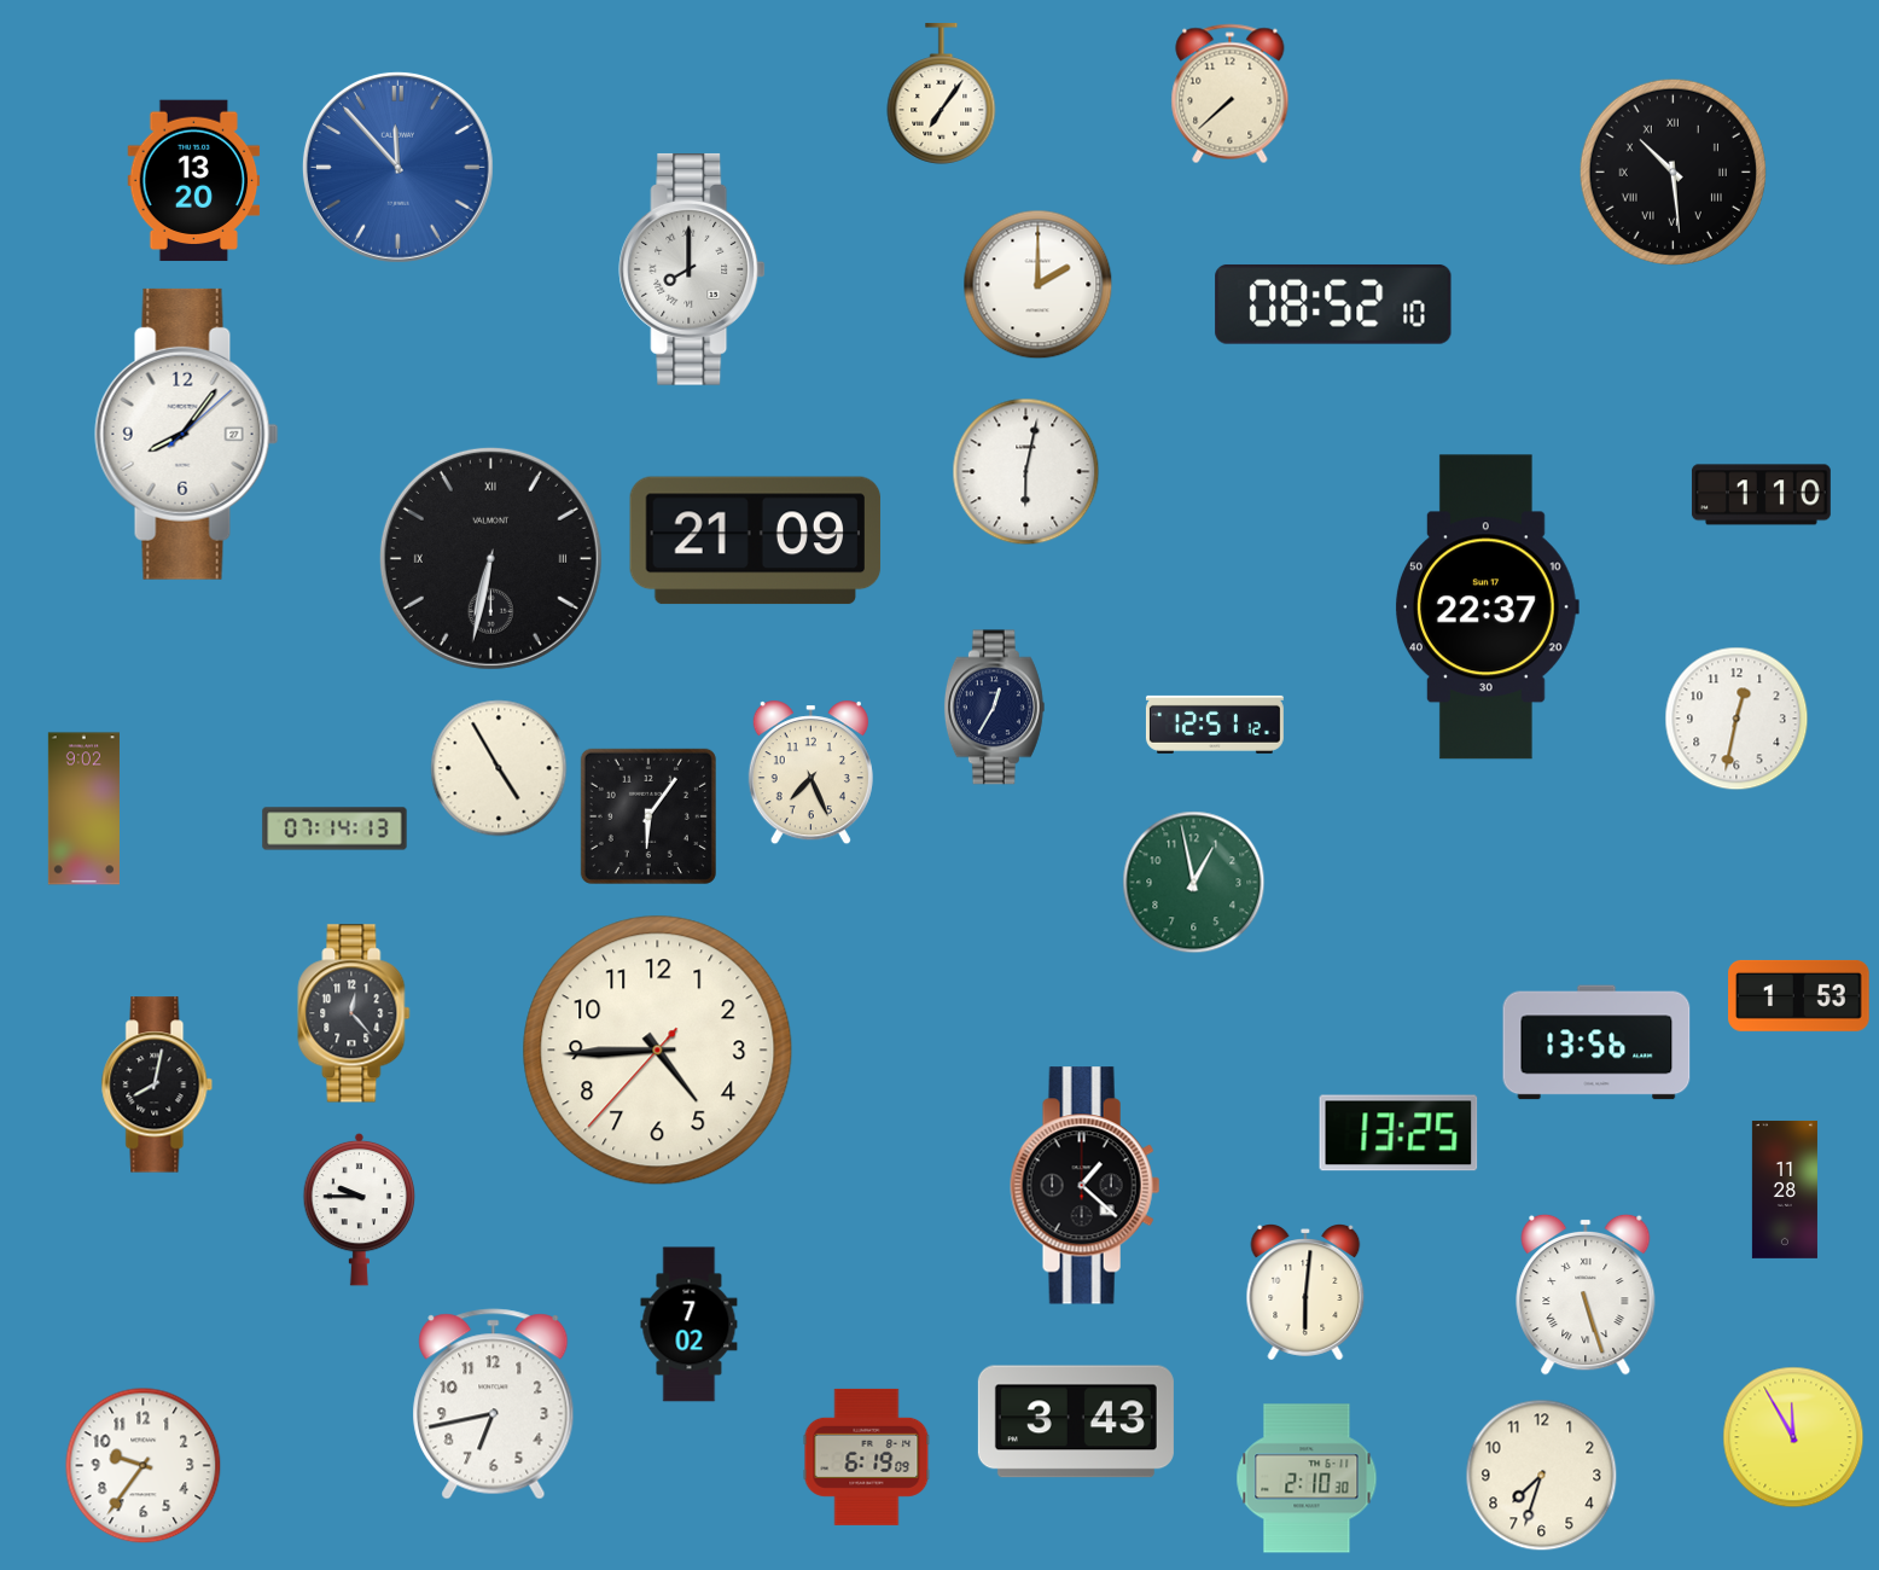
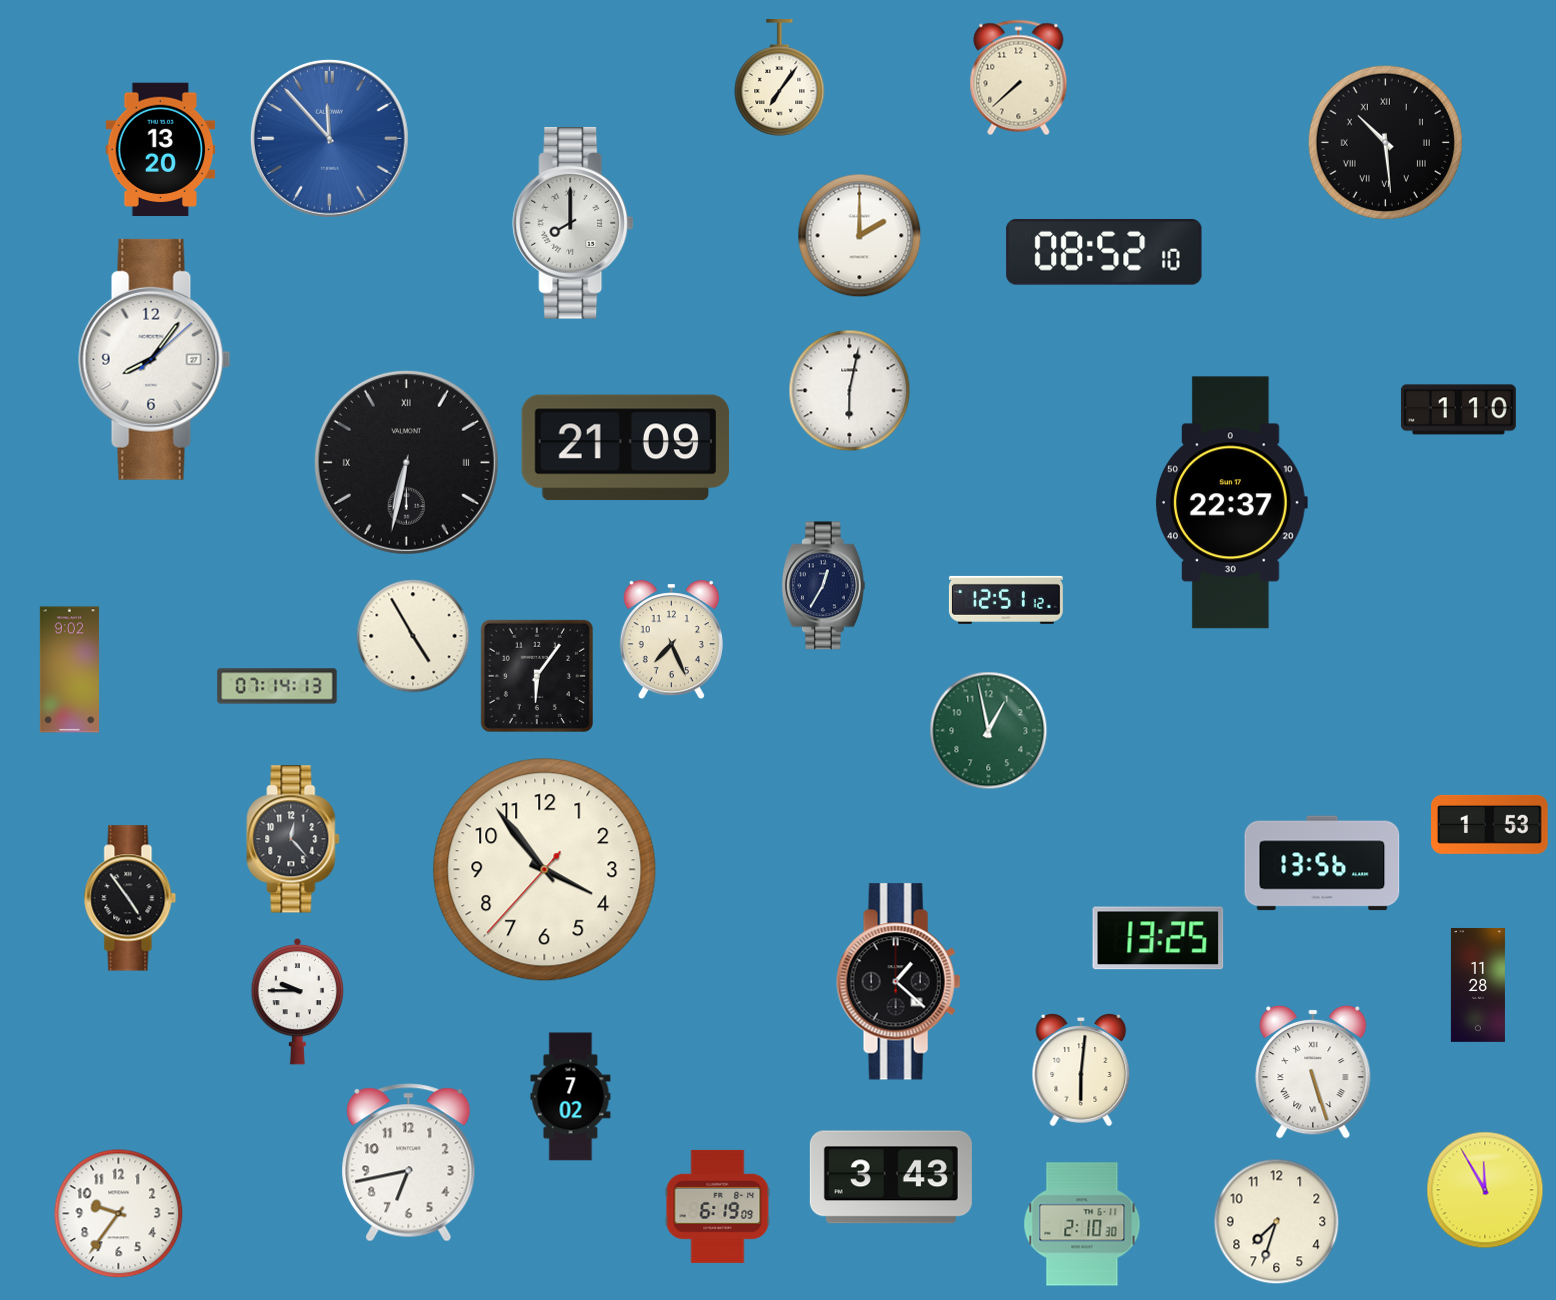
clock at (1737, 719): 12:32 -> none
clock at (658, 1051): 4:44 -> 3:53
clock at (157, 1085): 8:02 -> 4:54
